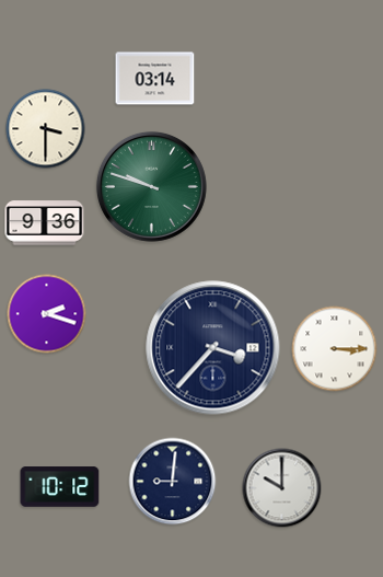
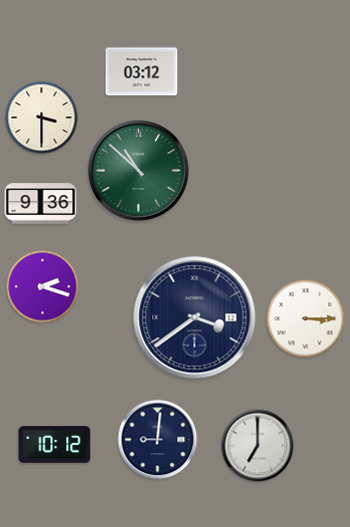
clock at (155, 79): 03:14 -> 03:12
clock at (151, 186): 9:48 -> 10:52
clock at (213, 348): 3:37 -> 3:39
clock at (282, 488): 10:00 -> 7:00
